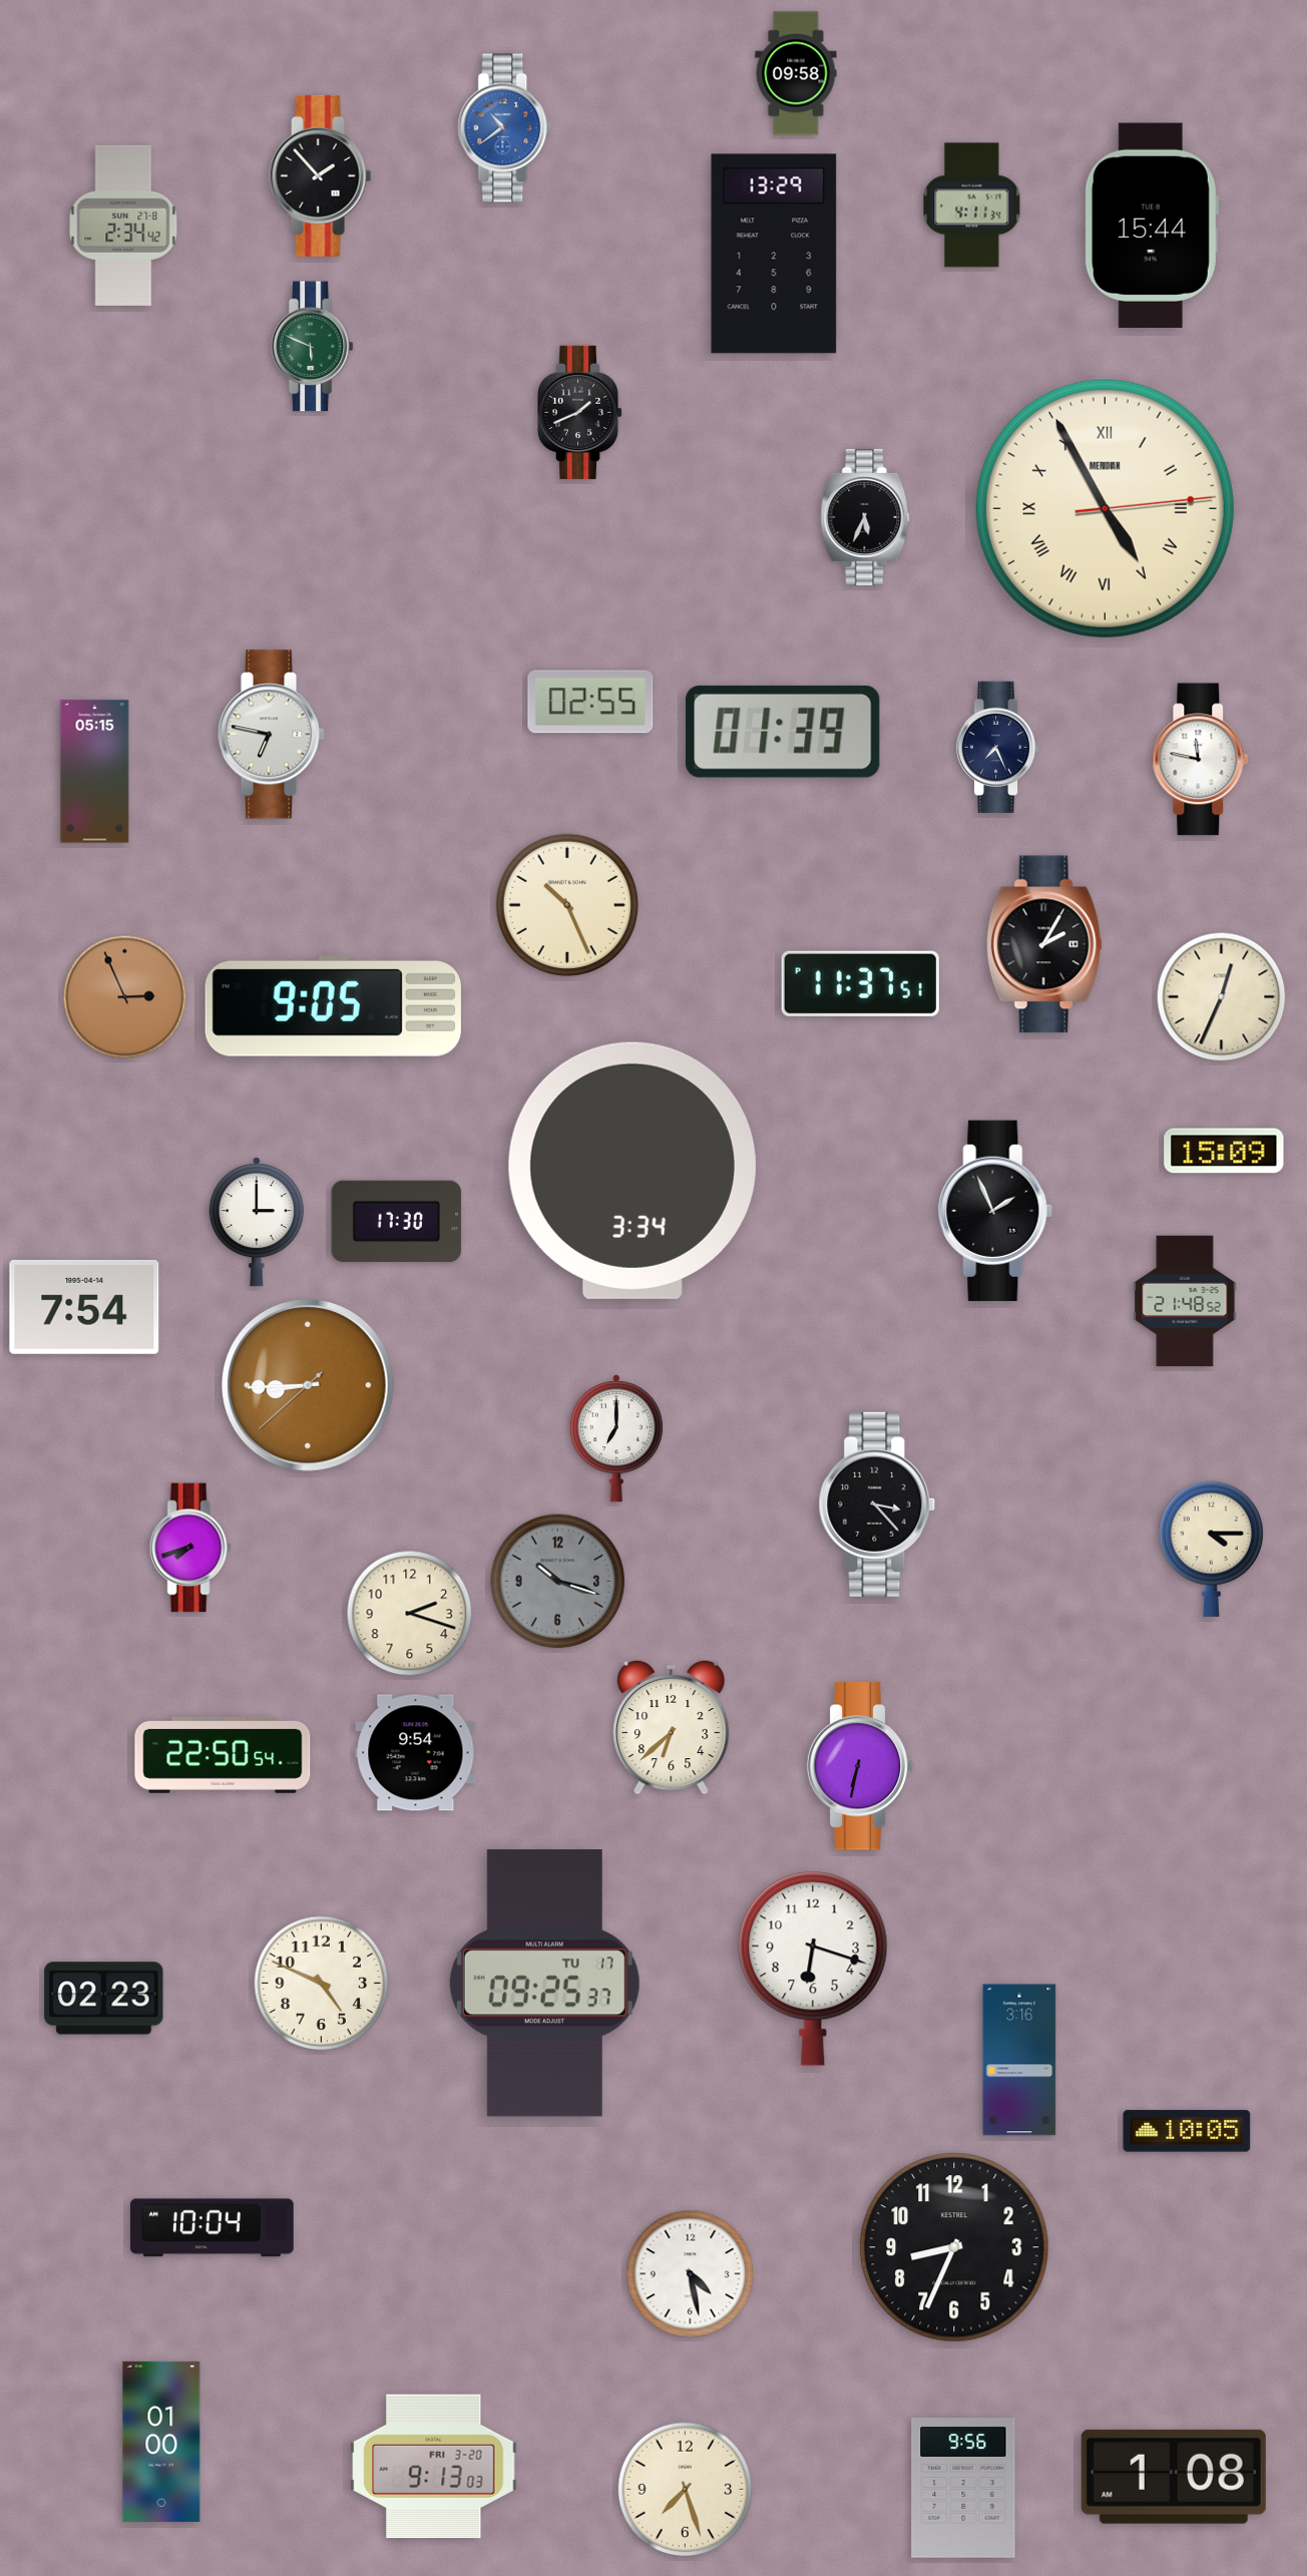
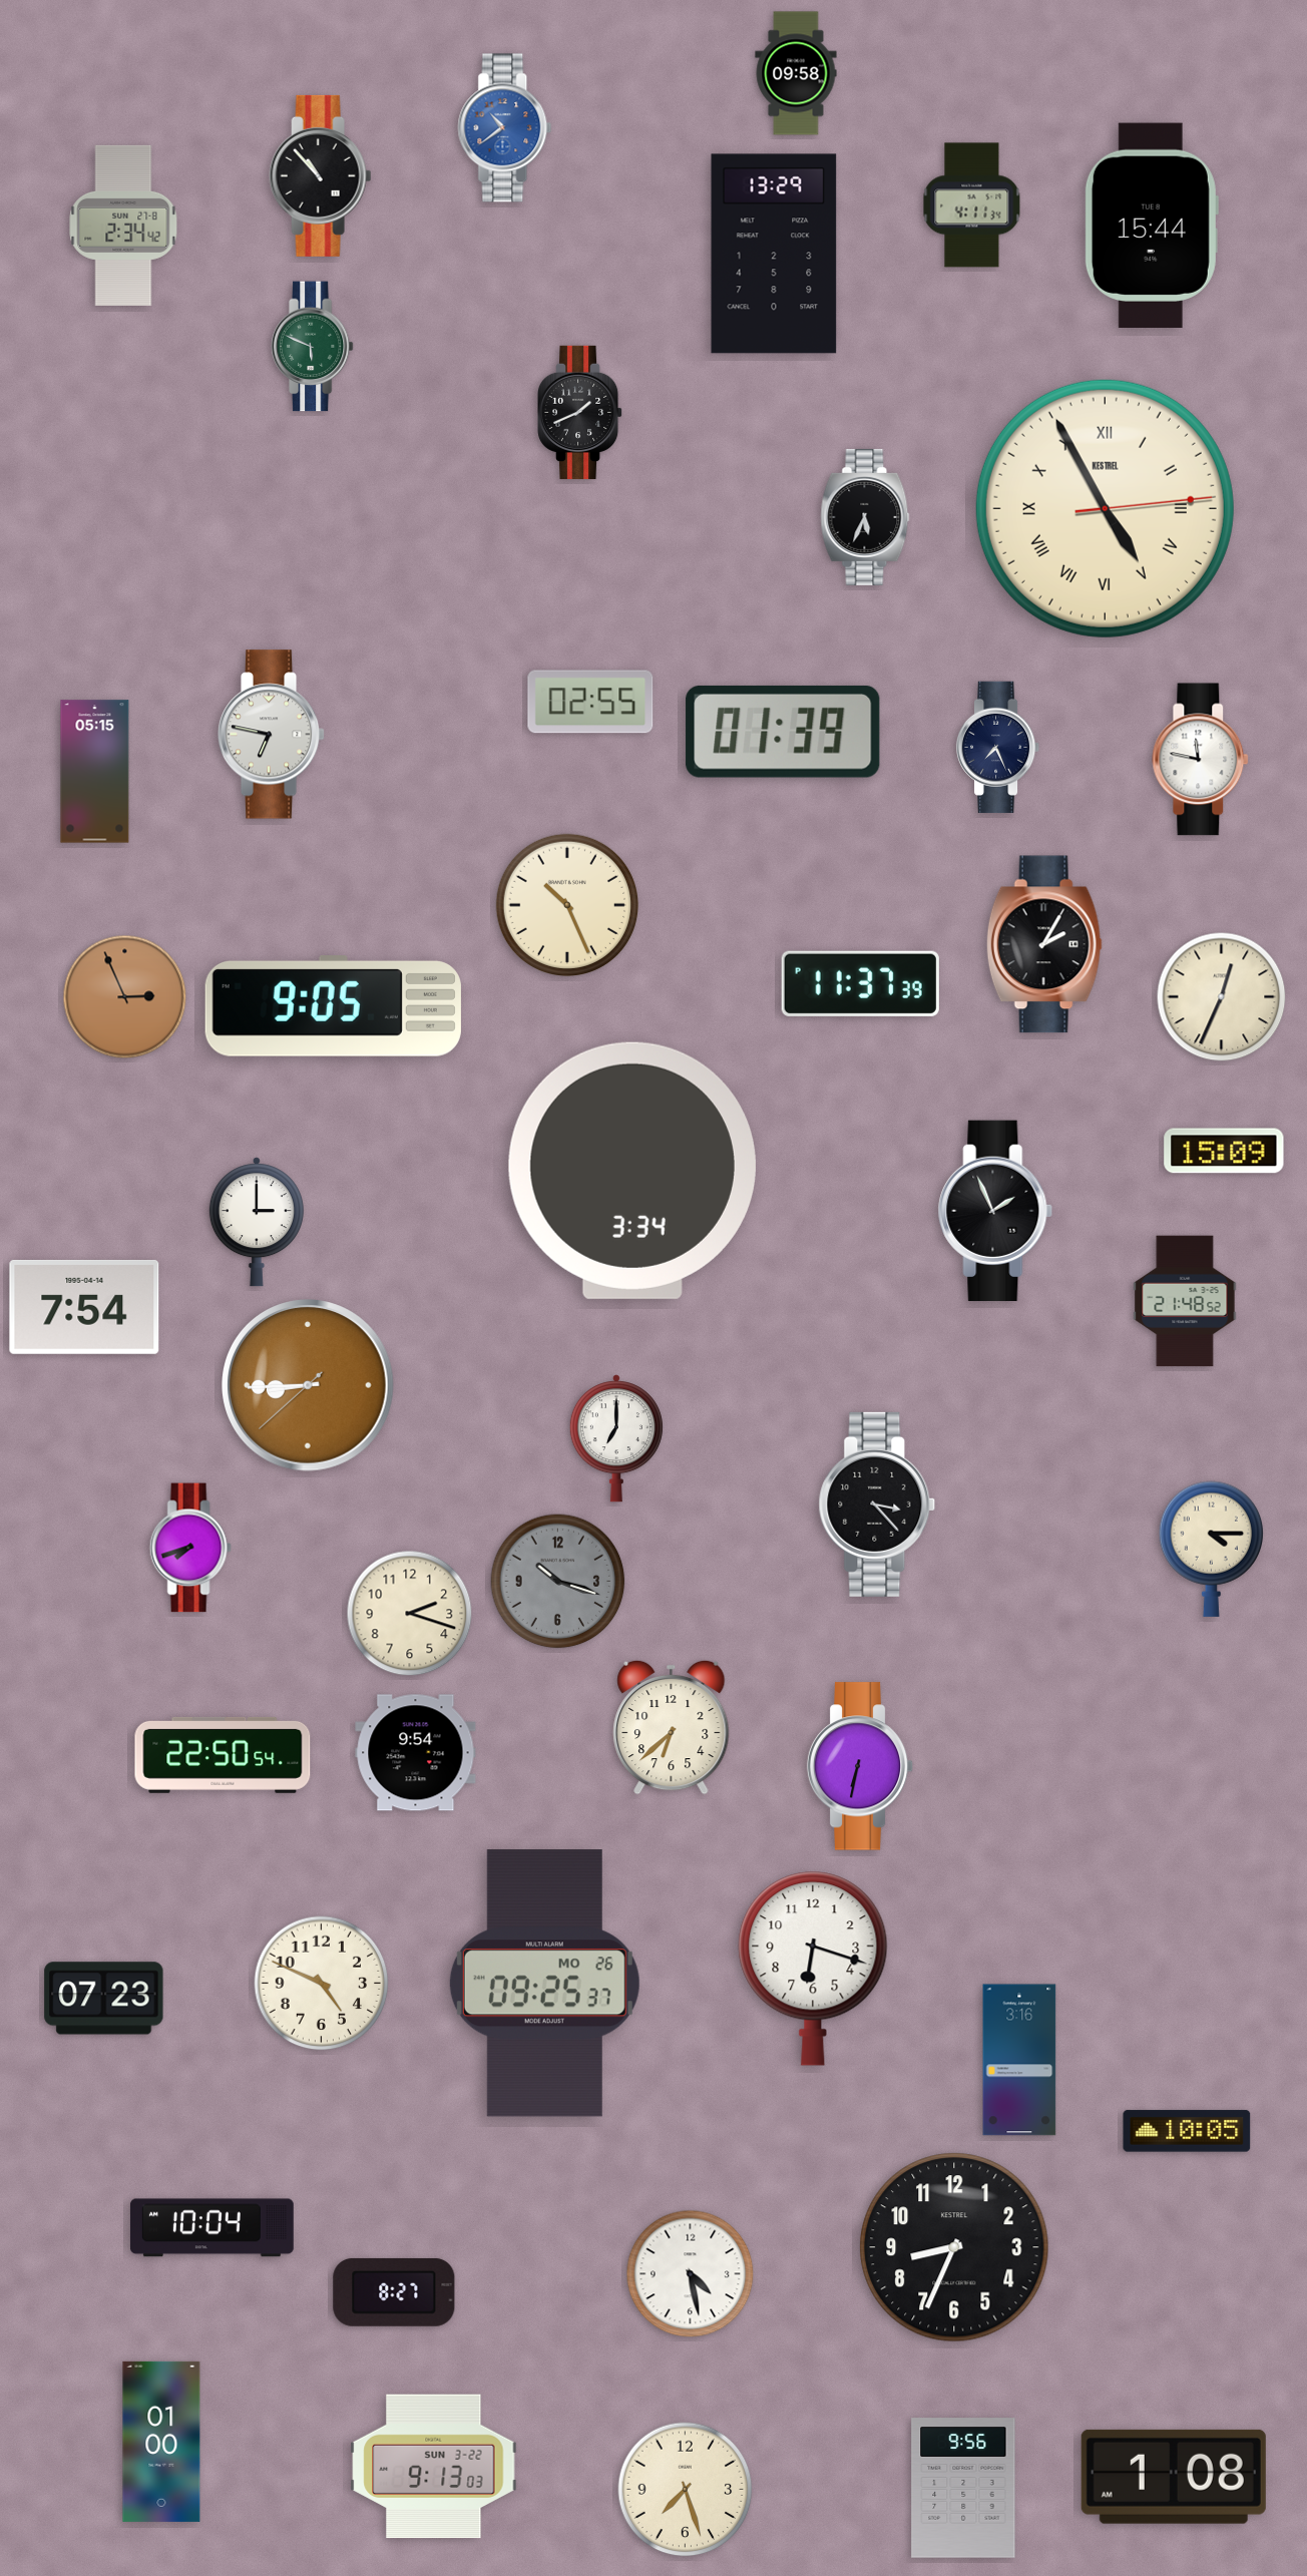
clock at (321, 175): 1:53 -> 10:53
clock at (1105, 508) brand: MERIDIAN -> KESTREL
clock at (860, 983): 11:37:51 -> 11:37:39
clock at (397, 1221): 17:30 -> none
clock at (544, 1984) date: TU 17 -> MO 26
clock at (104, 1999): 02:23 -> 07:23
clock at (394, 2292): none -> 8:27
clock at (434, 2467) date: FRI 3-20 -> SUN 3-22
